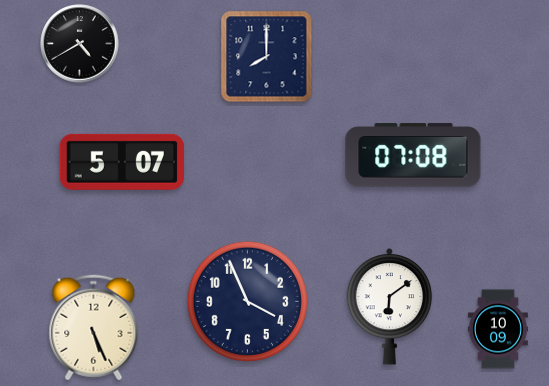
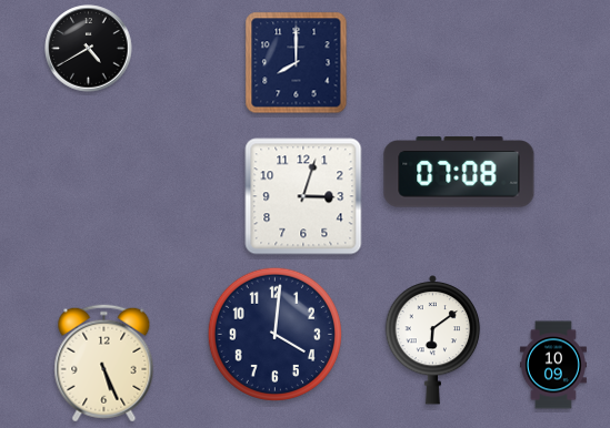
clock at (121, 162): 5:07 -> none
clock at (303, 196): none -> 3:03
clock at (247, 301): 3:56 -> 4:01
